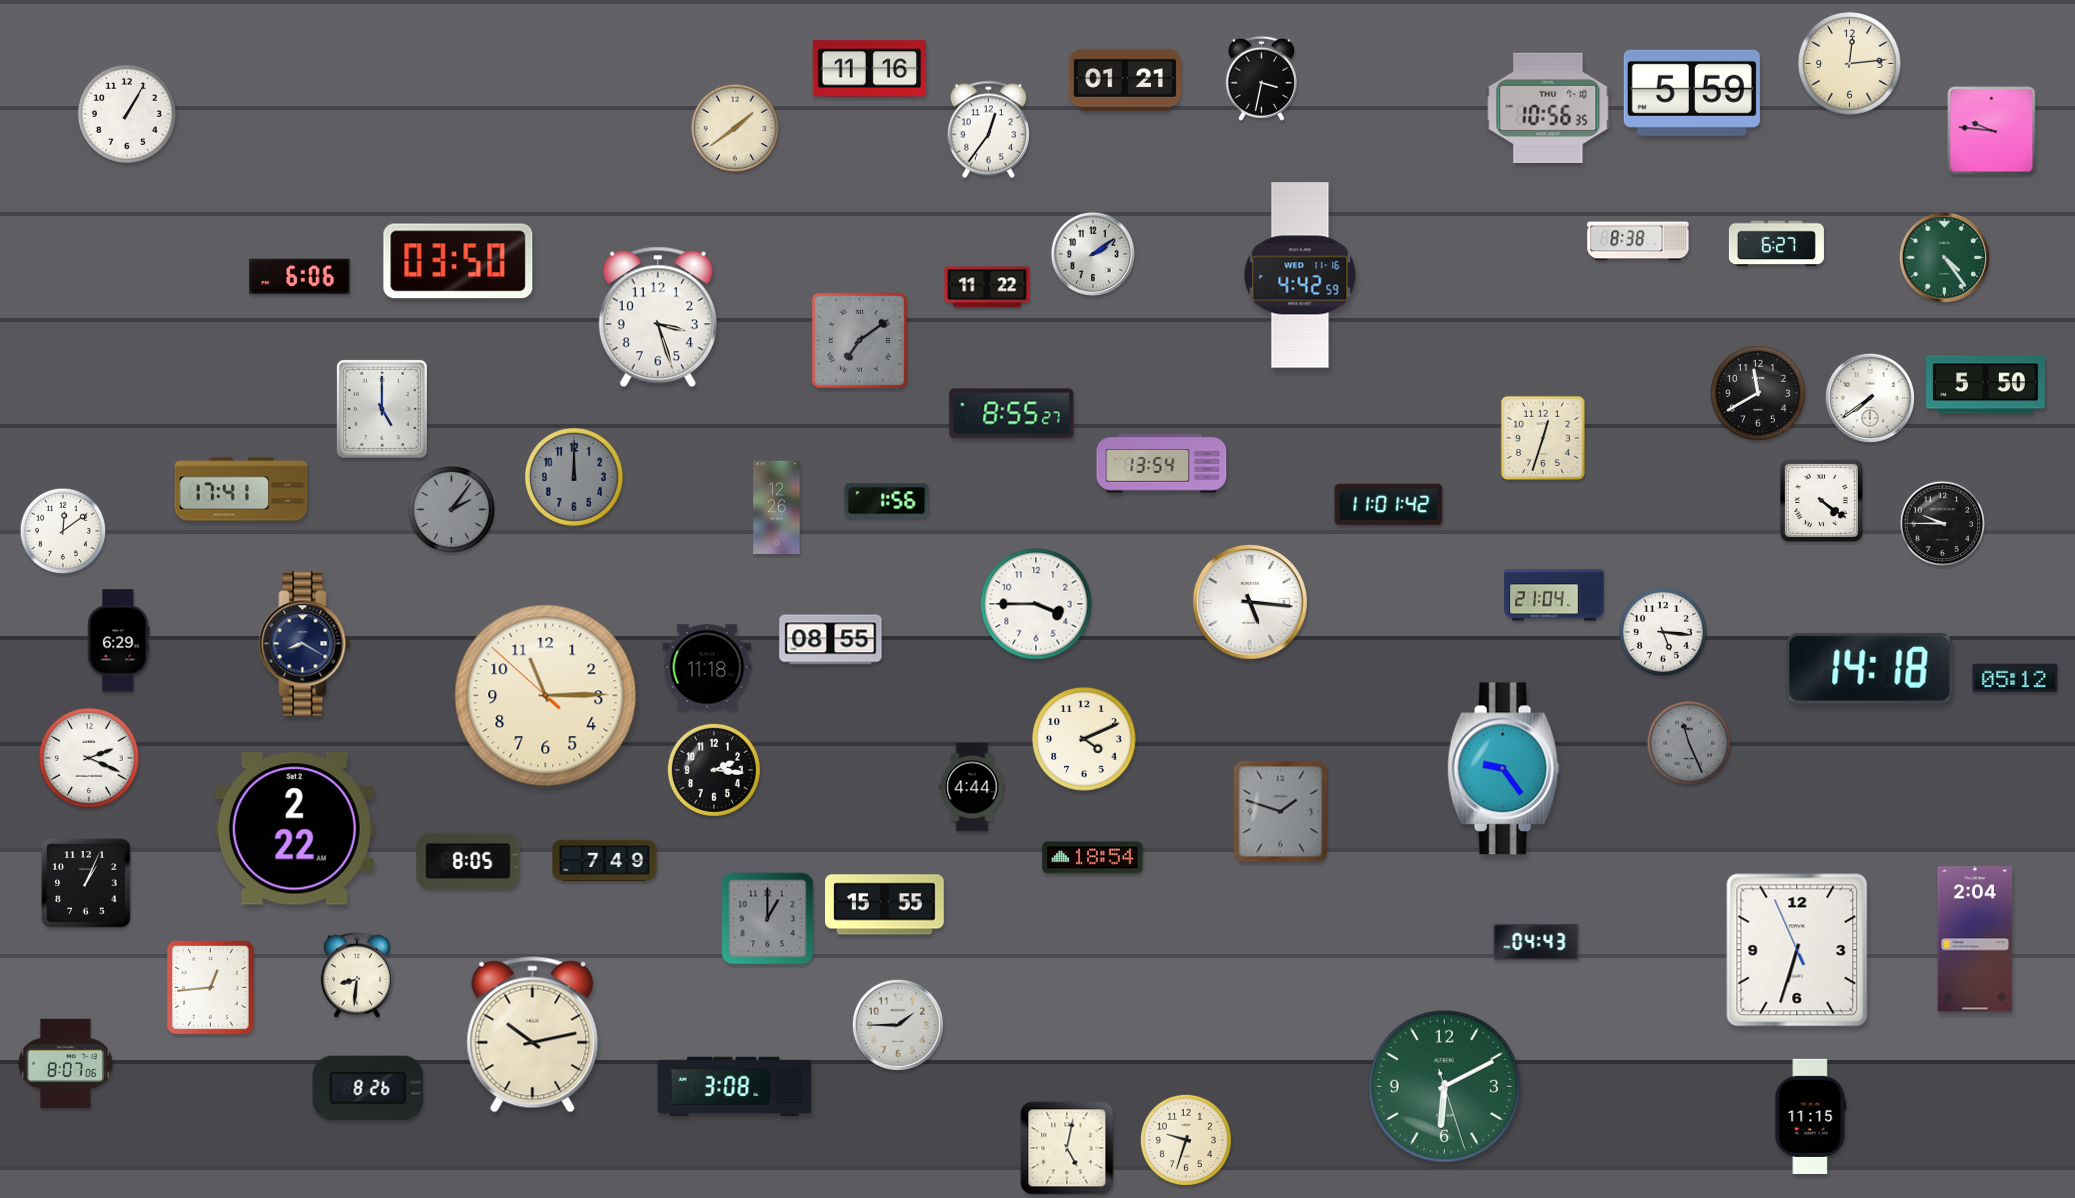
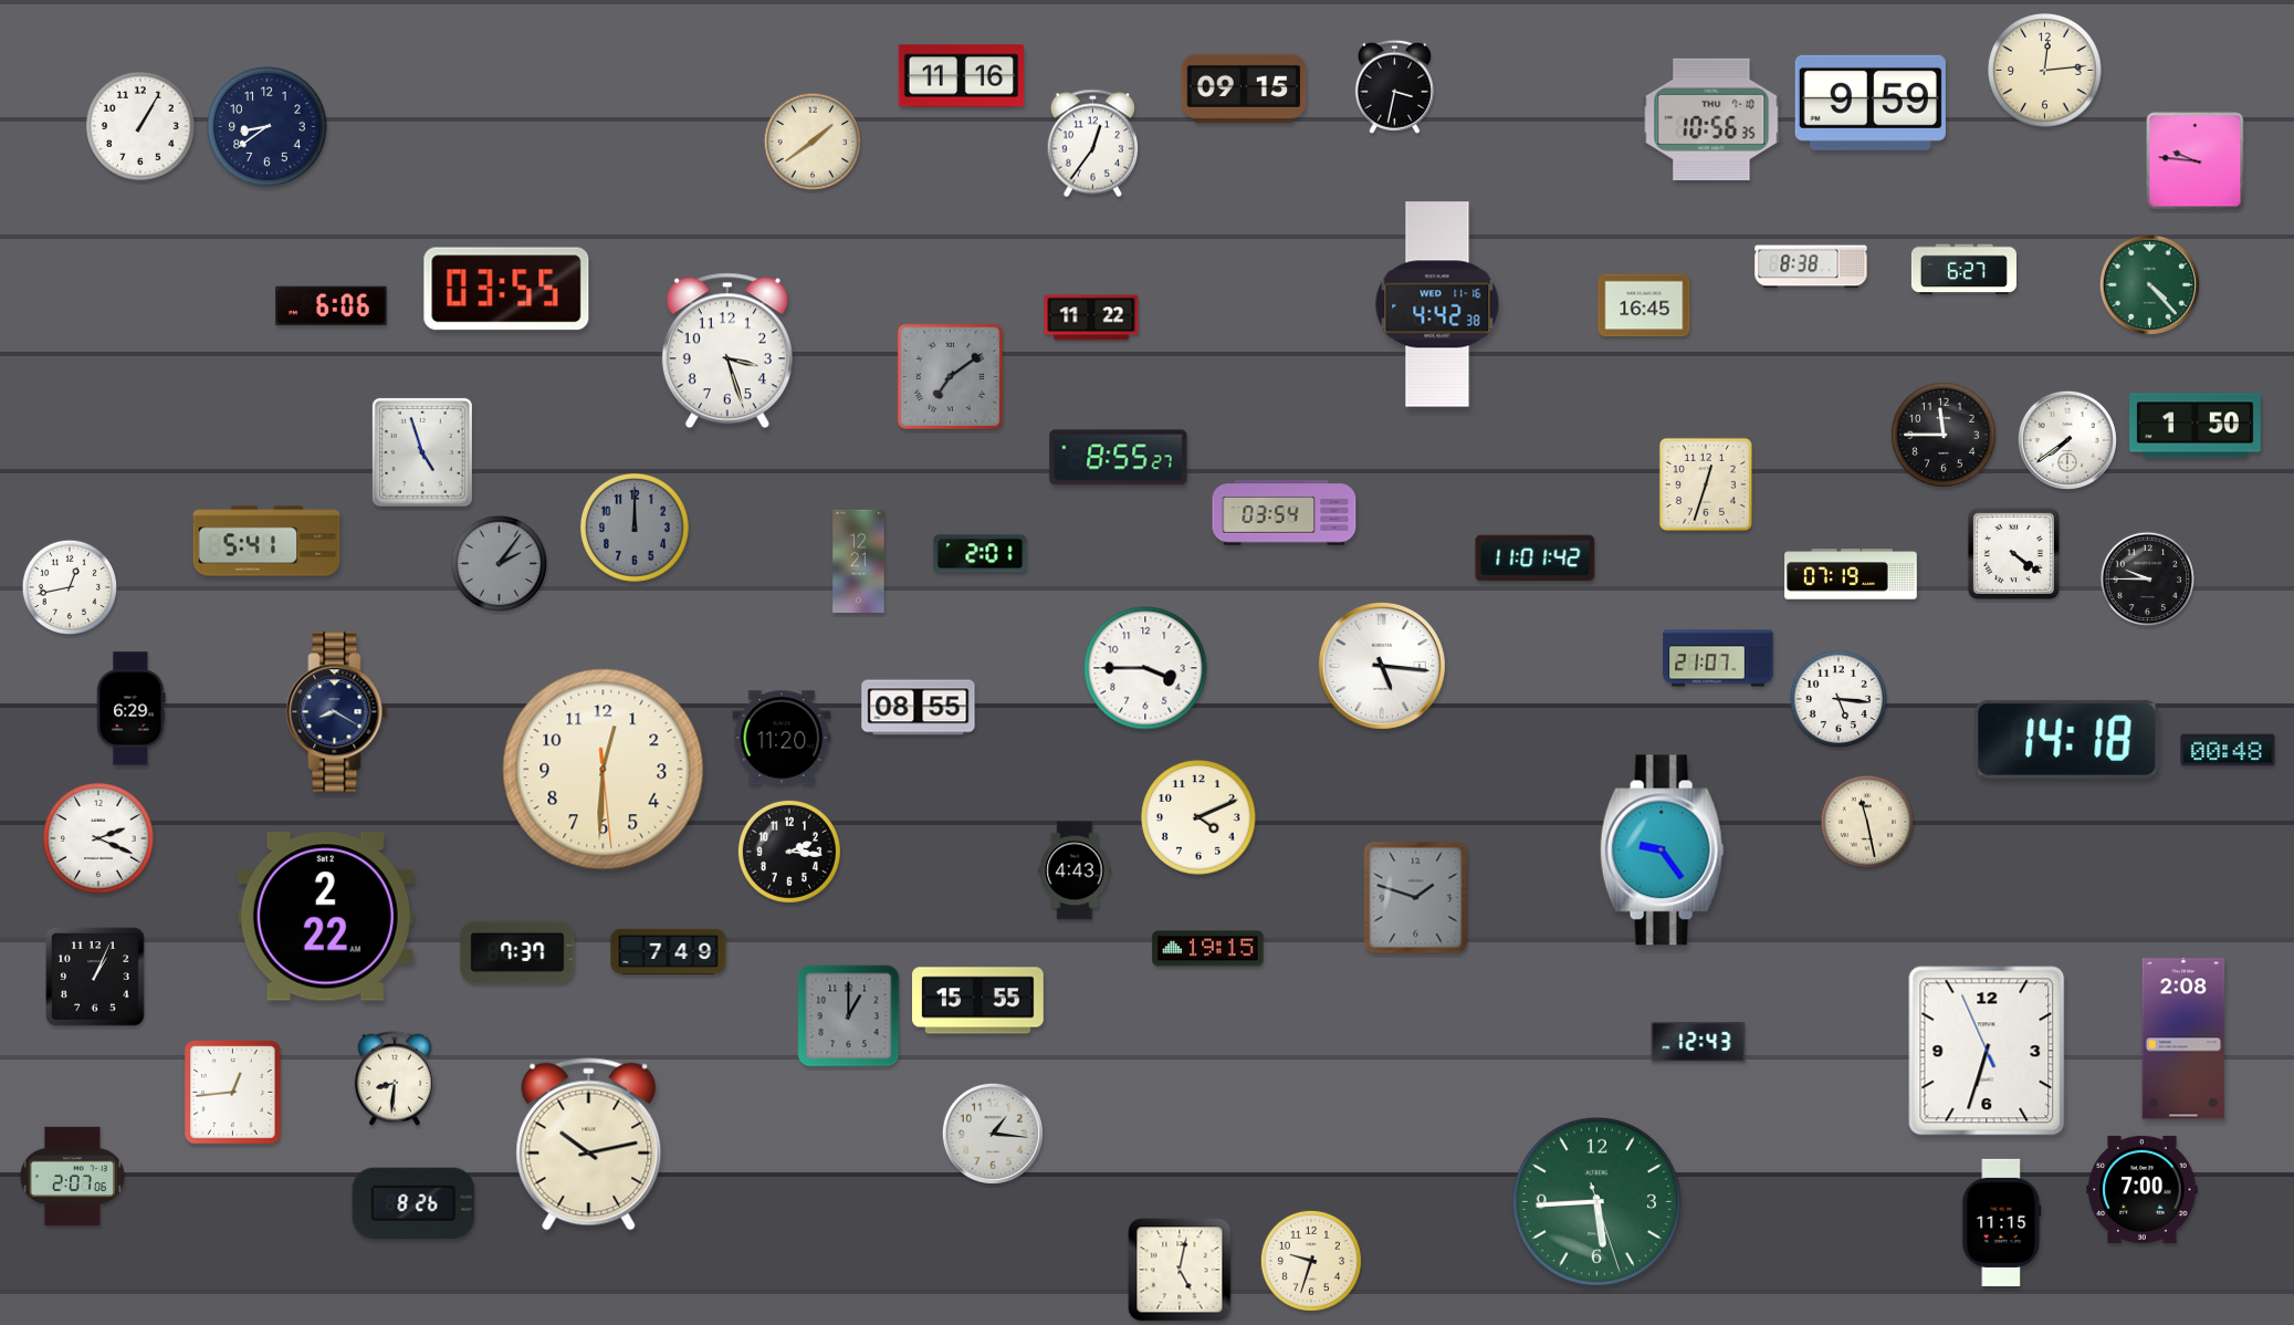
clock at (1125, 80): 01:21 -> 09:15
clock at (1692, 93): 5:59 -> 9:59
clock at (268, 127): none -> 8:39
clock at (1992, 131) position: (1992, 131) -> (2196, 161)
clock at (1092, 253): 2:09 -> none
clock at (1944, 257): 4:24 -> 4:23
clock at (458, 261): 03:50 -> 03:55
clock at (1300, 275): 4:42:59 -> 4:42:38
clock at (1644, 305): none -> 16:45
clock at (1986, 385): 5:50 -> 1:50
clock at (1758, 393): 11:40 -> 11:45
clock at (382, 409): 5:00 -> 4:57
clock at (1162, 464): 13:54 -> 03:54
clock at (241, 489): 17:41 -> 5:41
clock at (887, 501): 1:56 -> 2:01
clock at (777, 508): 12:26 -> 12:21
clock at (1851, 574): none -> 07:19
clock at (63, 531): 12:09 -> 12:43
clock at (1554, 595): 21:04 -> 21:07
clock at (707, 667): 11:18 -> 11:20
clock at (2015, 678): 05:12 -> 00:48
clock at (546, 696): 11:14 -> 12:30
clock at (1689, 743): 11:26 -> 11:28
clock at (1689, 743) dial: grey -> cream
clock at (972, 787): 4:44 -> 4:43
clock at (1093, 858): 18:54 -> 19:15
clock at (468, 861): 8:05 -> 7:37
clock at (1975, 939): 2:04 -> 2:08
clock at (1536, 942): 04:43 -> 12:43
clock at (898, 1025): 1:45 -> 1:16
clock at (65, 1064): 8:07 -> 2:07
clock at (2143, 1189): none -> 7:00
clock at (735, 1086): 3:08 -> none
clock at (1444, 1086): 6:10 -> 5:44
clock at (368, 1088) position: (368, 1088) -> (413, 1203)
clock at (1811, 1116) position: (1811, 1116) -> (2002, 1222)
